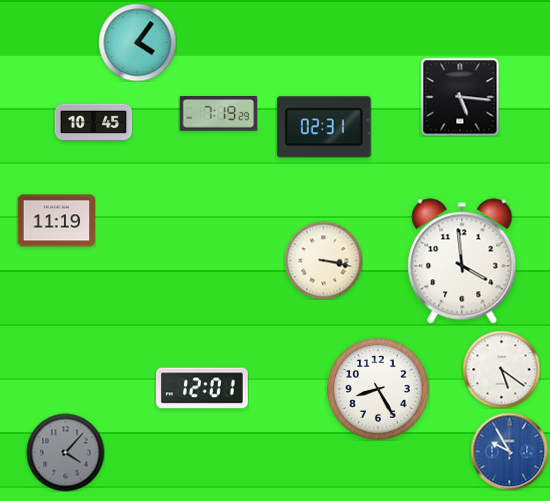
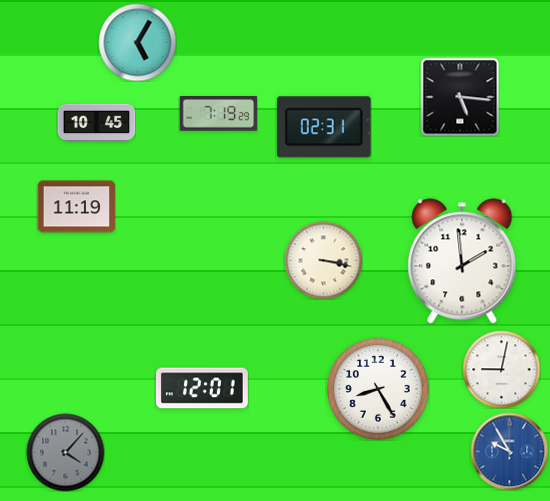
clock at (137, 42): 4:06 -> 5:05
clock at (93, 123) position: (93, 123) -> (96, 123)
clock at (56, 221) position: (56, 221) -> (76, 207)
clock at (462, 261): 3:59 -> 1:59
clock at (501, 369): 5:21 -> 9:02
